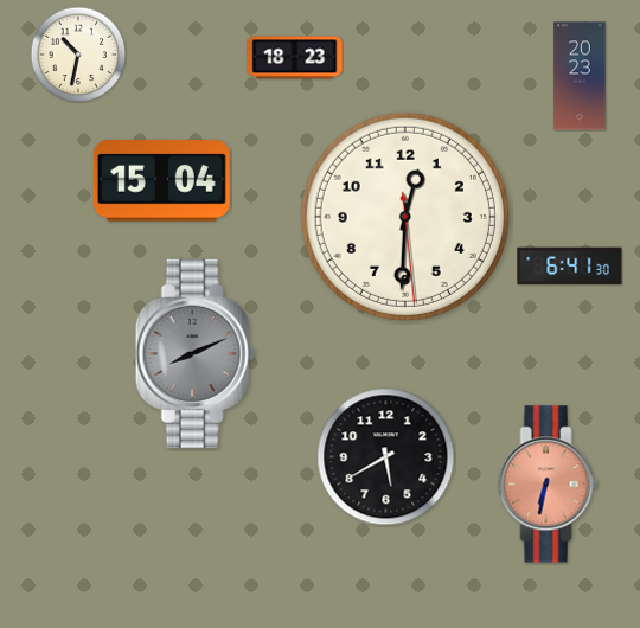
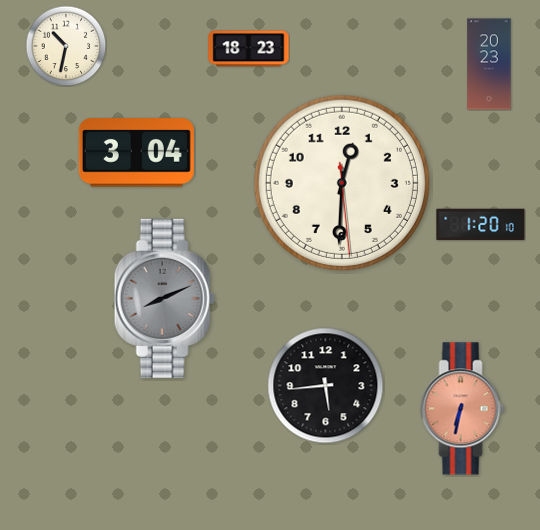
clock at (161, 181): 15:04 -> 3:04
clock at (570, 267): 6:41 -> 1:20
clock at (386, 457): 5:40 -> 5:44
